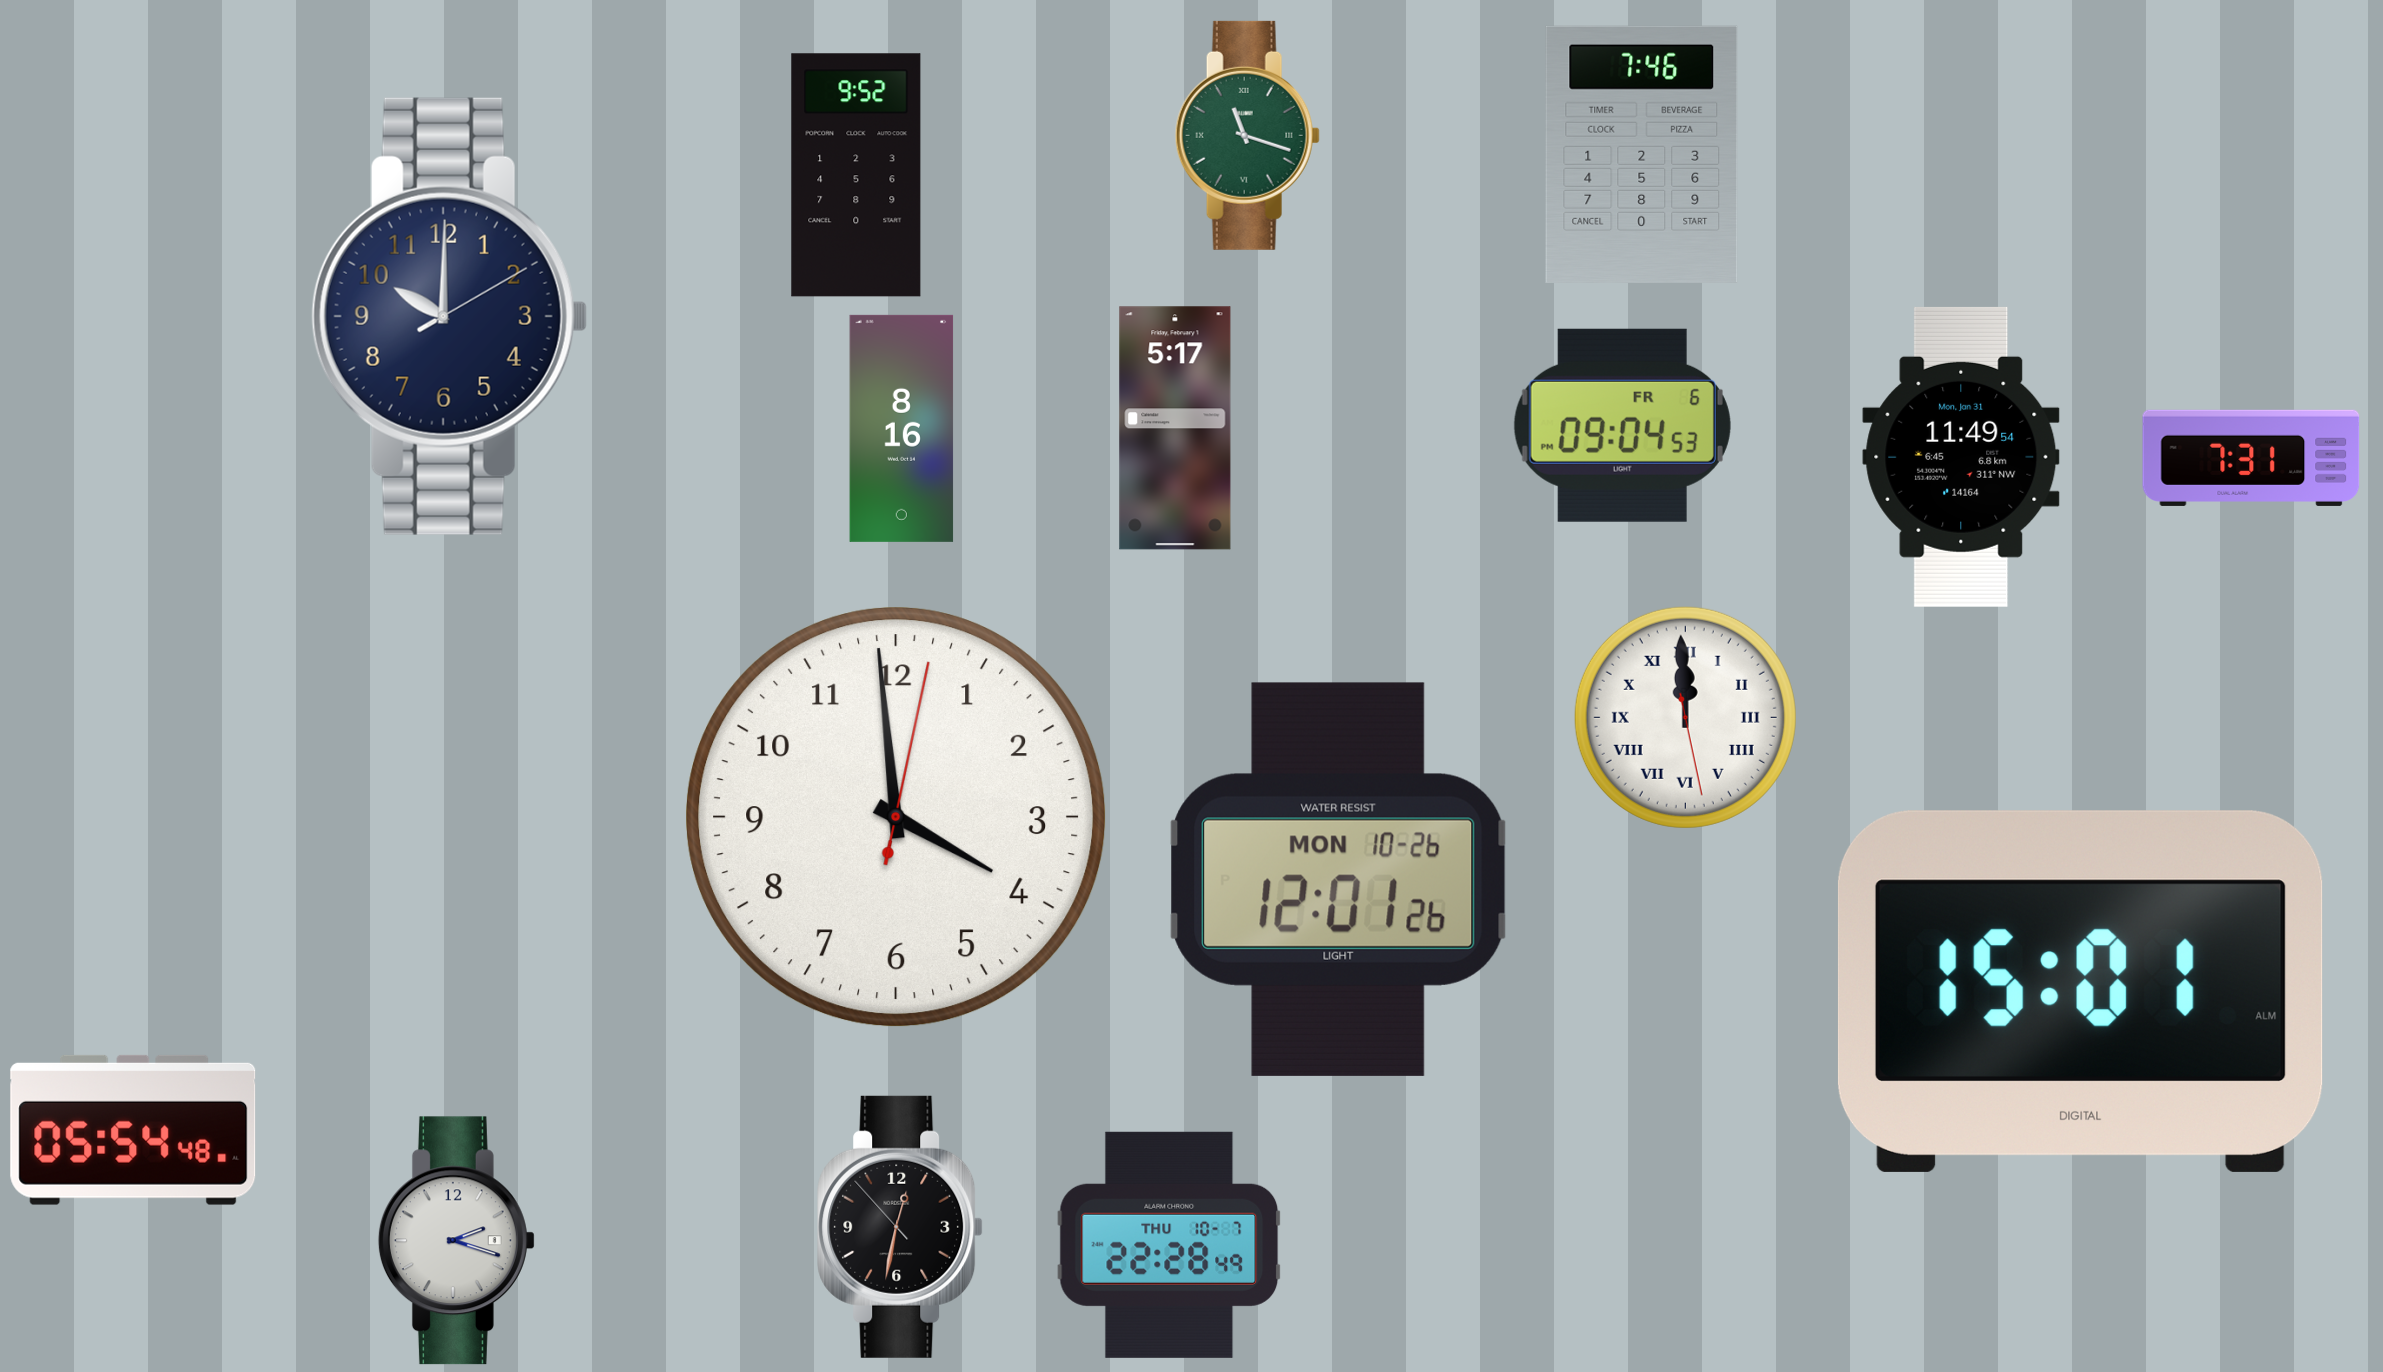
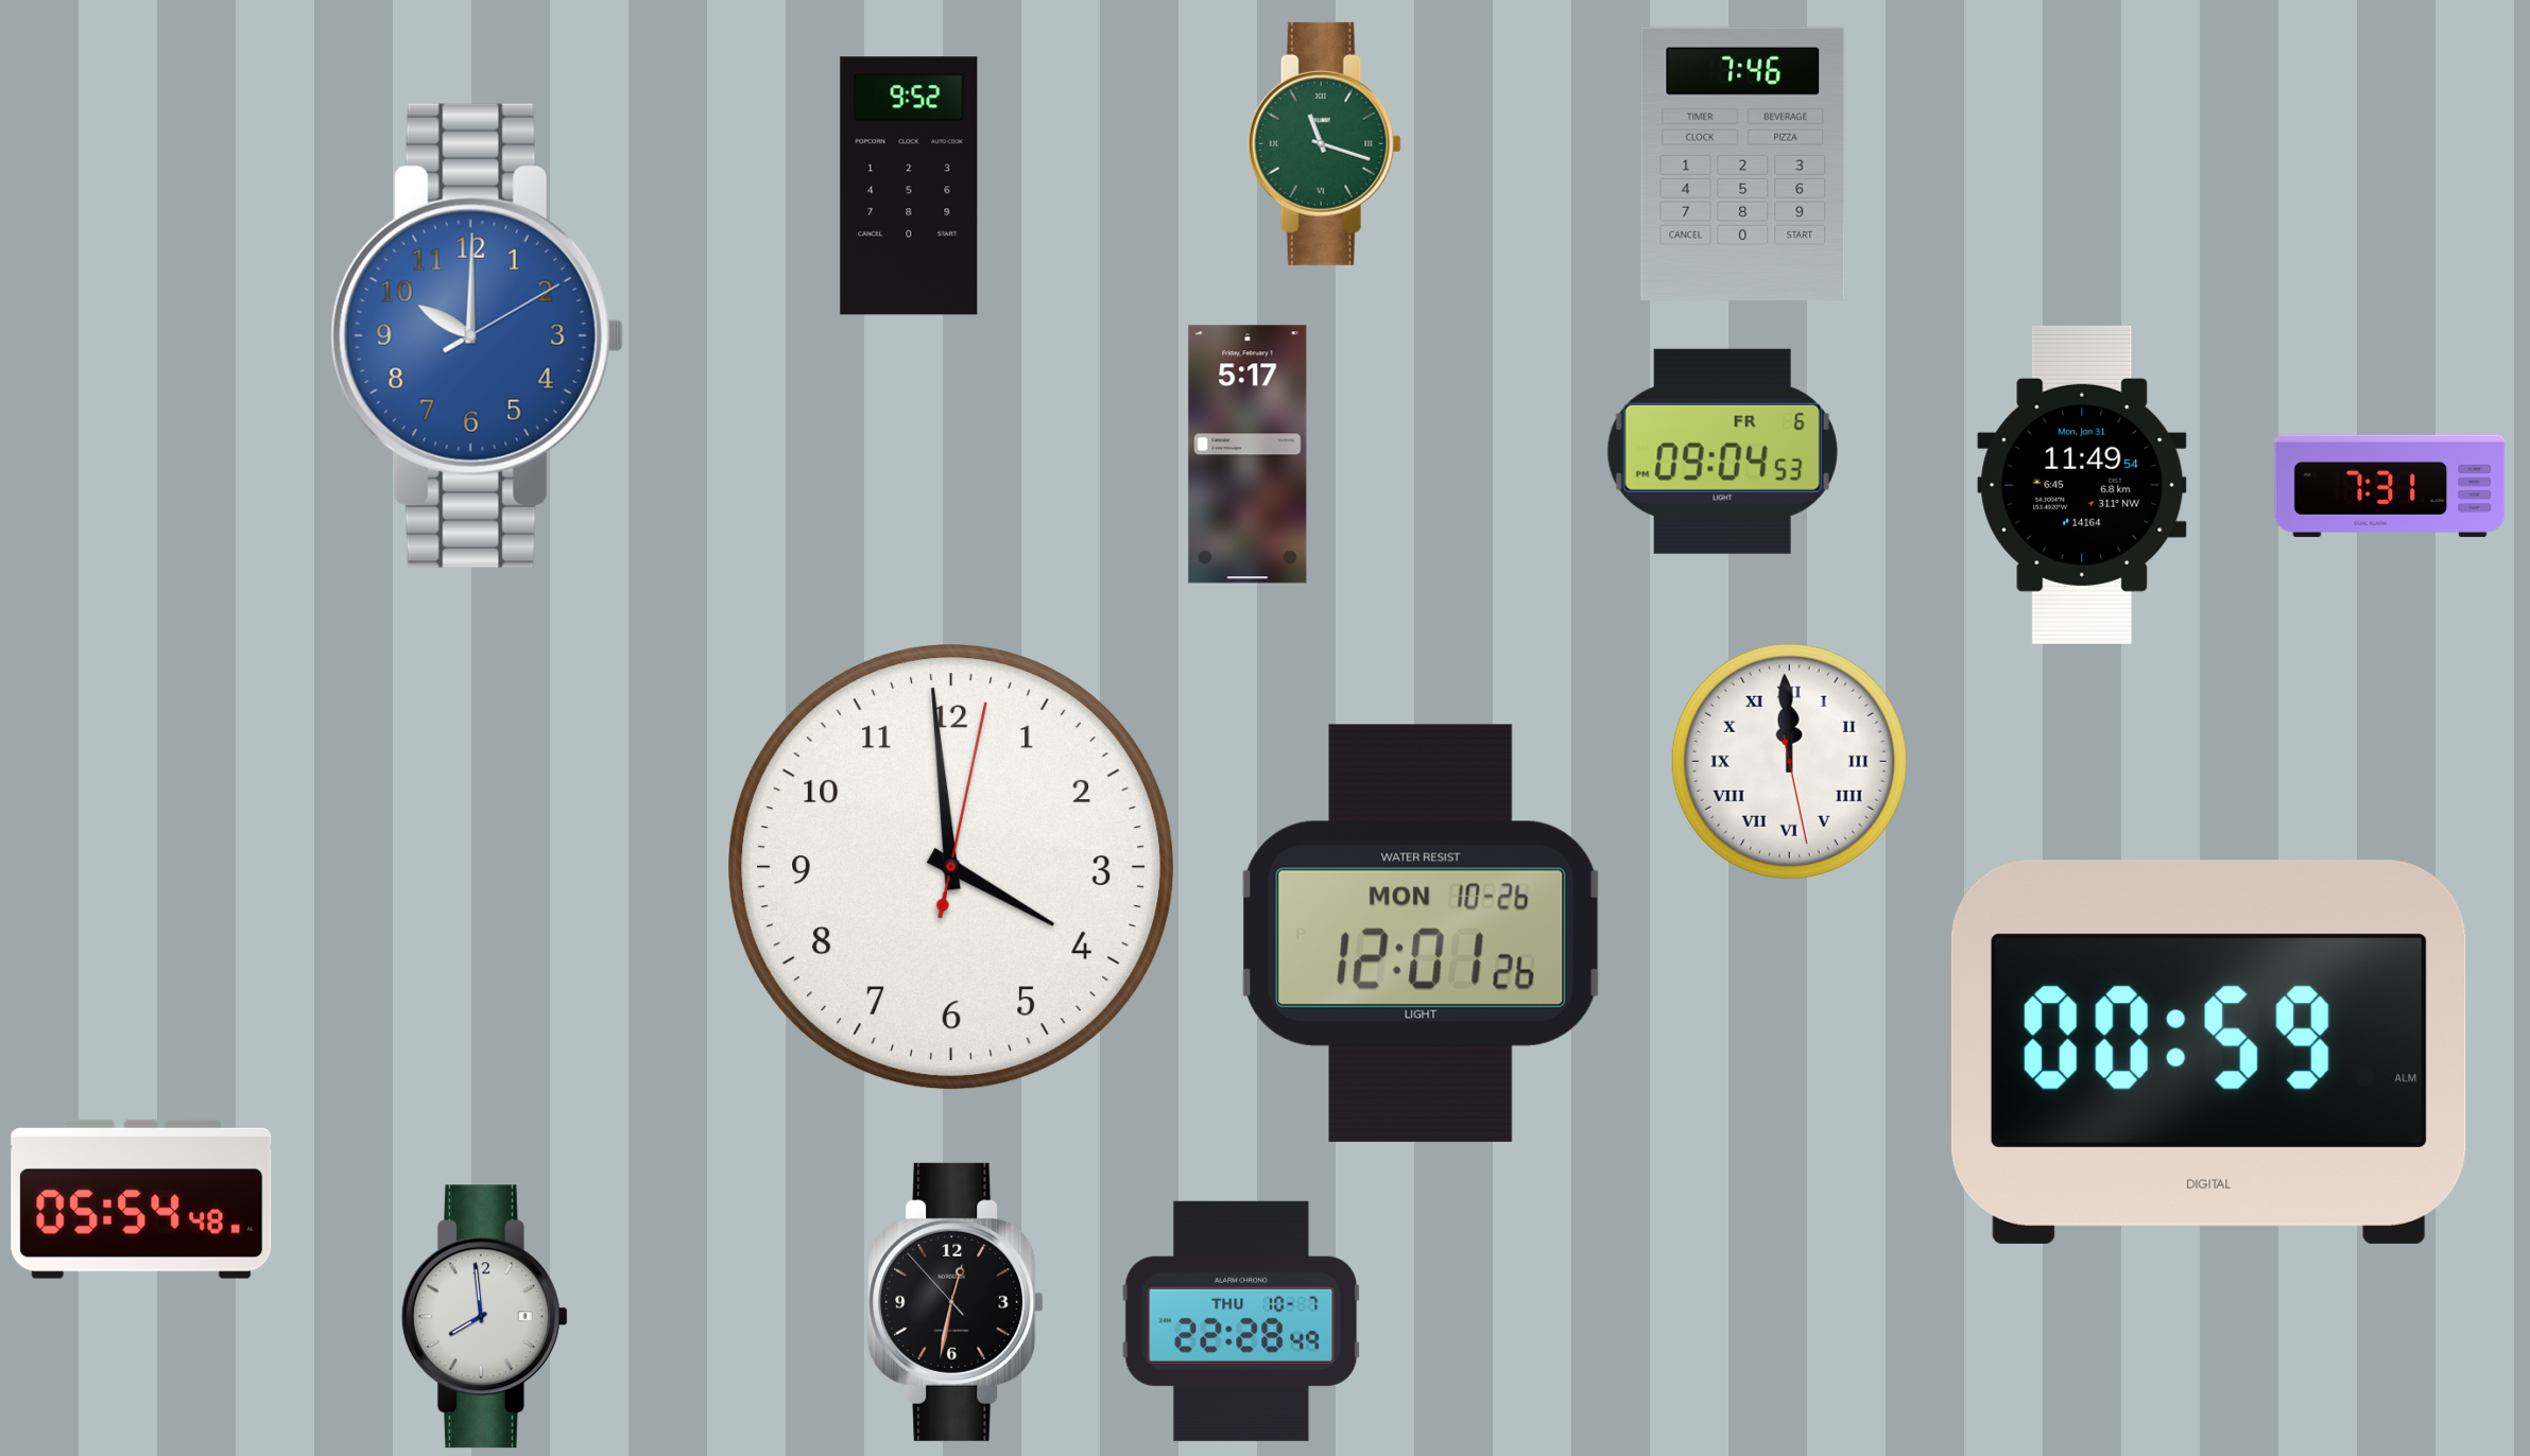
clock at (449, 316) dial: navy -> blue
clock at (902, 428): 8:16 -> none
clock at (2080, 991): 15:01 -> 00:59
clock at (456, 1241): 2:18 -> 7:59
